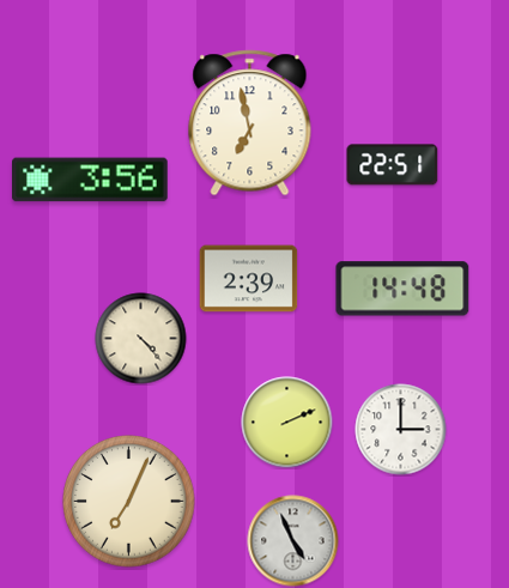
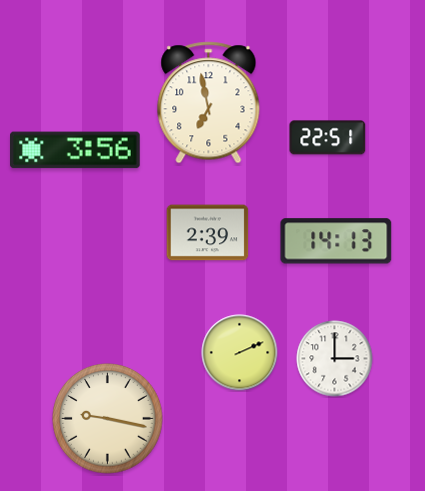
clock at (402, 289): 14:48 -> 14:13
clock at (141, 339): 4:23 -> none
clock at (129, 502): 7:04 -> 9:17
clock at (293, 541): 4:56 -> none
